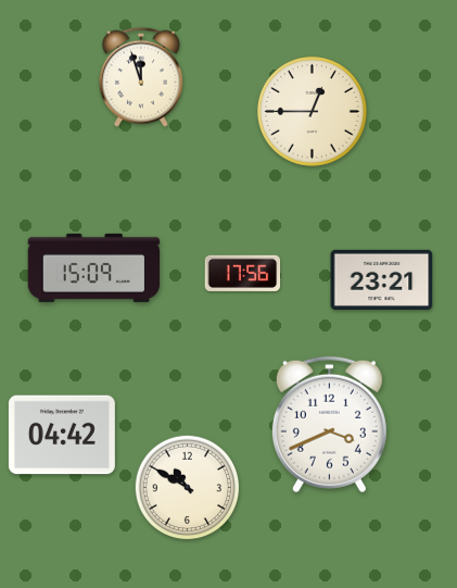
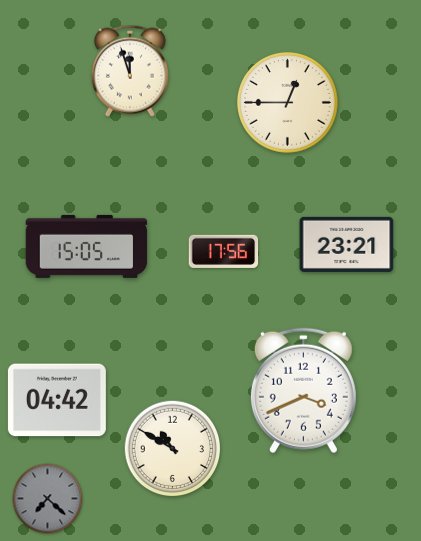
clock at (94, 267): 15:09 -> 15:05
clock at (382, 279) position: (382, 279) -> (347, 244)
clock at (48, 499): none -> 7:22
